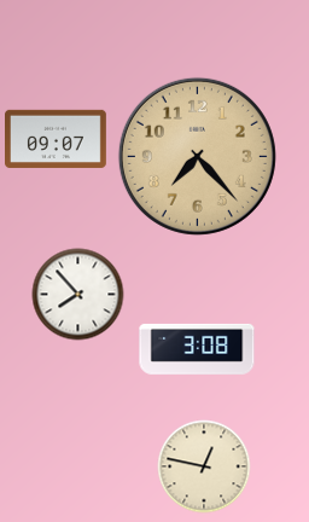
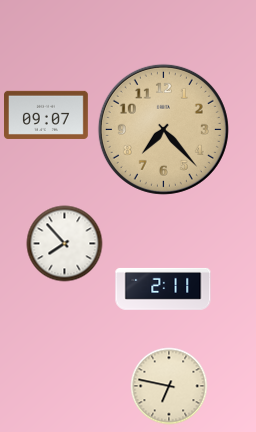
clock at (197, 349): 3:08 -> 2:11
clock at (204, 466): 12:47 -> 6:47
